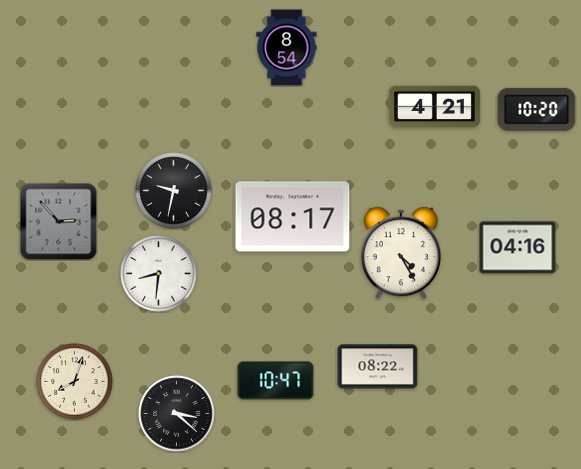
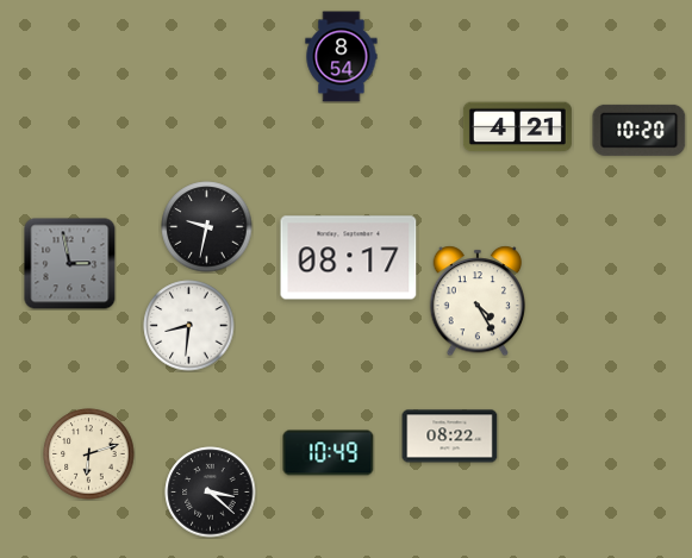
clock at (59, 222): 2:53 -> 2:58
clock at (518, 248): 04:16 -> none
clock at (276, 381): 10:47 -> 10:49
clock at (75, 382): 8:03 -> 6:12
